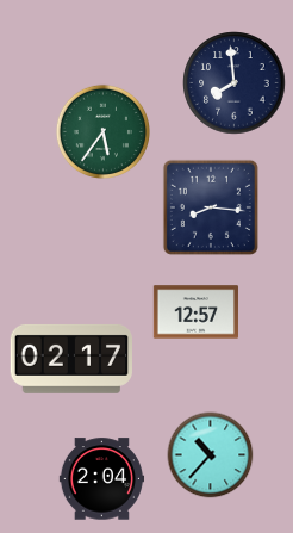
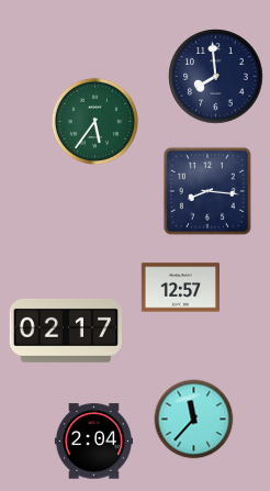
clock at (211, 207) position: (211, 207) -> (207, 191)
clock at (211, 455): 10:37 -> 11:37
